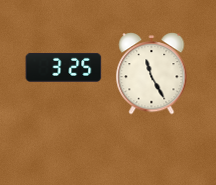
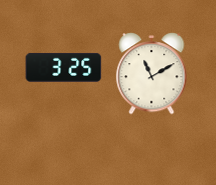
clock at (152, 74): 11:25 -> 11:10
